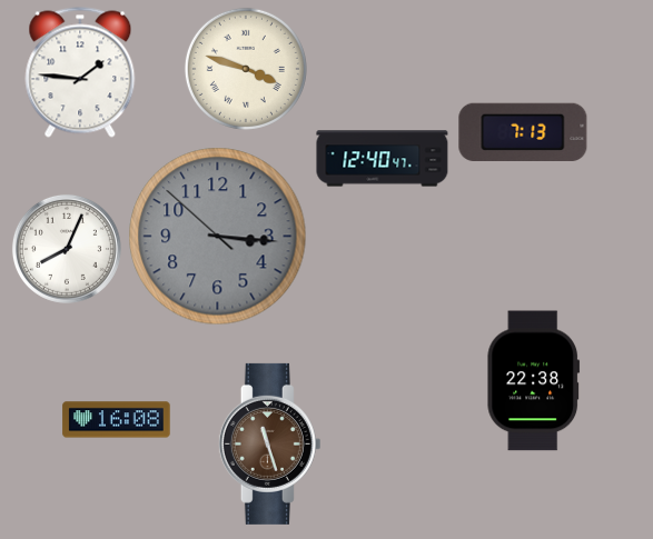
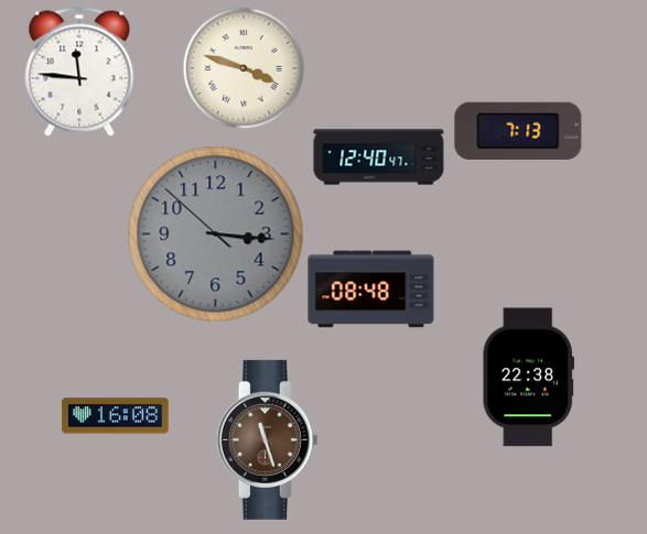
clock at (80, 72): 1:46 -> 11:46
clock at (67, 249): 8:04 -> none
clock at (371, 290): none -> 08:48
